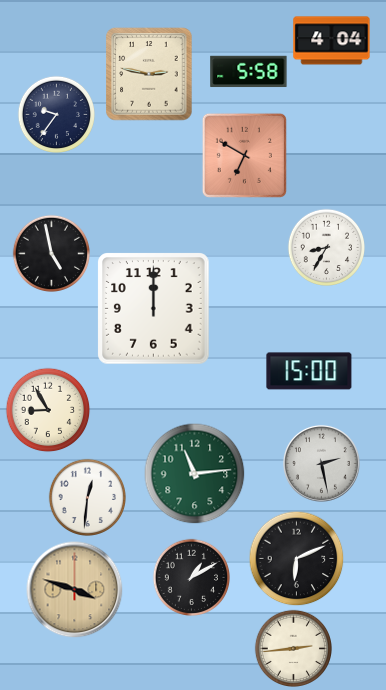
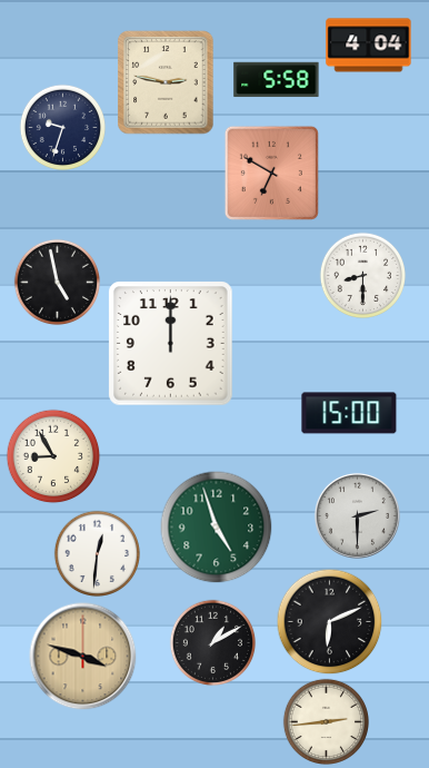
clock at (56, 114): 9:36 -> 9:33
clock at (326, 247): 8:35 -> 8:30
clock at (309, 371) position: (309, 371) -> (349, 413)
clock at (321, 463): 2:28 -> 2:30
clock at (195, 474): 11:14 -> 4:57
